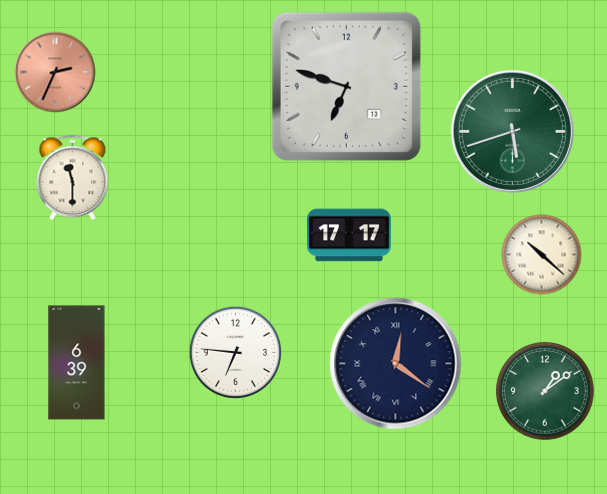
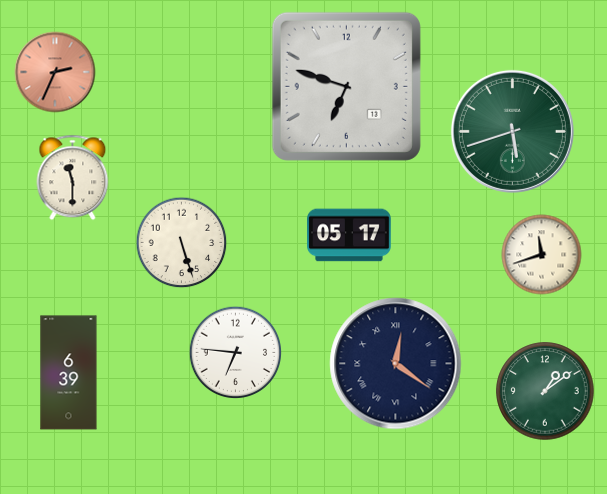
clock at (349, 235): 17:17 -> 05:17
clock at (182, 243): none -> 5:27
clock at (542, 255): 10:22 -> 11:42
clock at (77, 363) position: (77, 363) -> (69, 373)
